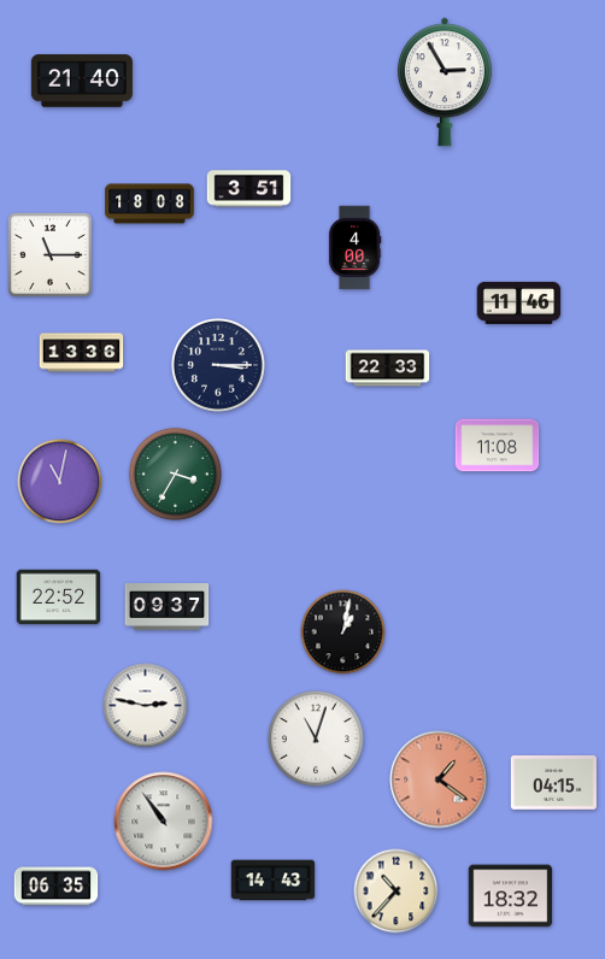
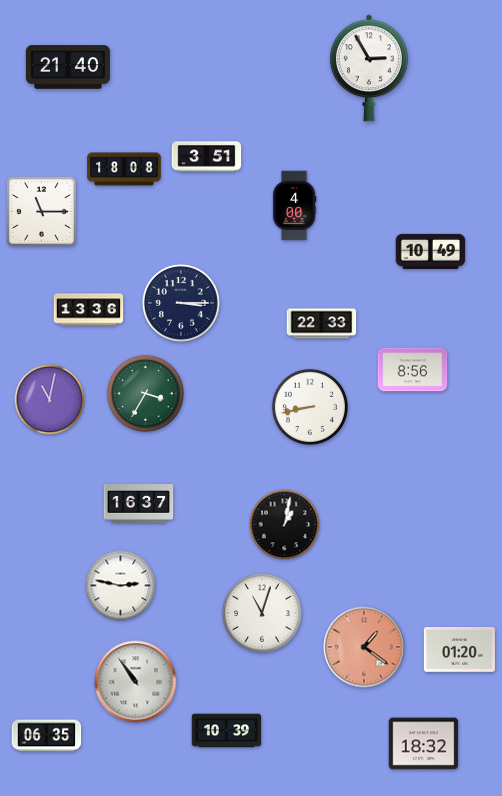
clock at (519, 302): 11:46 -> 10:49
clock at (82, 353) position: (82, 353) -> (89, 310)
clock at (388, 369) position: (388, 369) -> (322, 324)
clock at (498, 446): 11:08 -> 8:56
clock at (310, 407): none -> 8:43
clock at (59, 598): 22:52 -> none
clock at (168, 607): 09:37 -> 16:37
clock at (553, 783): 04:15 -> 01:20
clock at (274, 881): 14:43 -> 10:39
clock at (397, 892): 10:37 -> none
